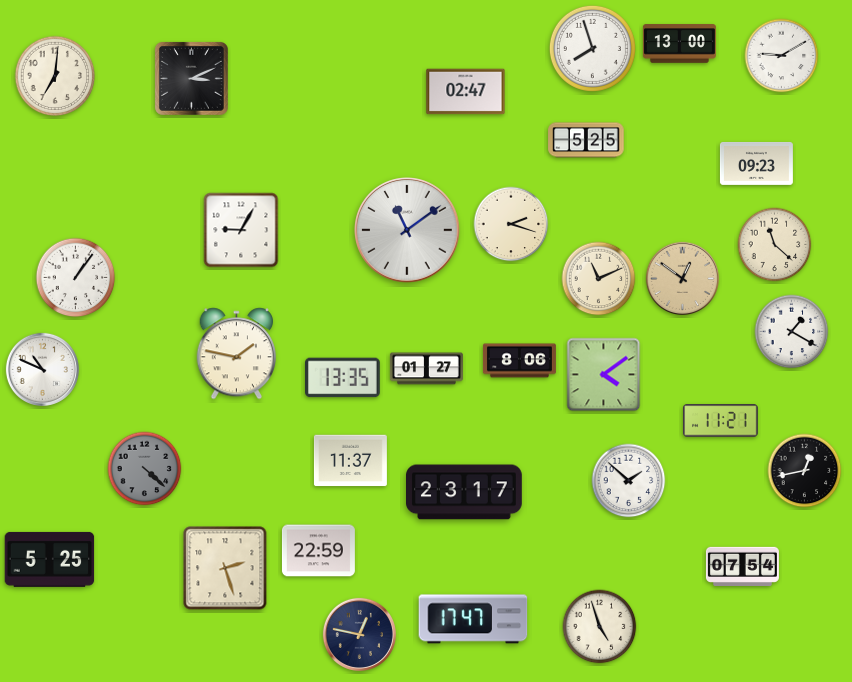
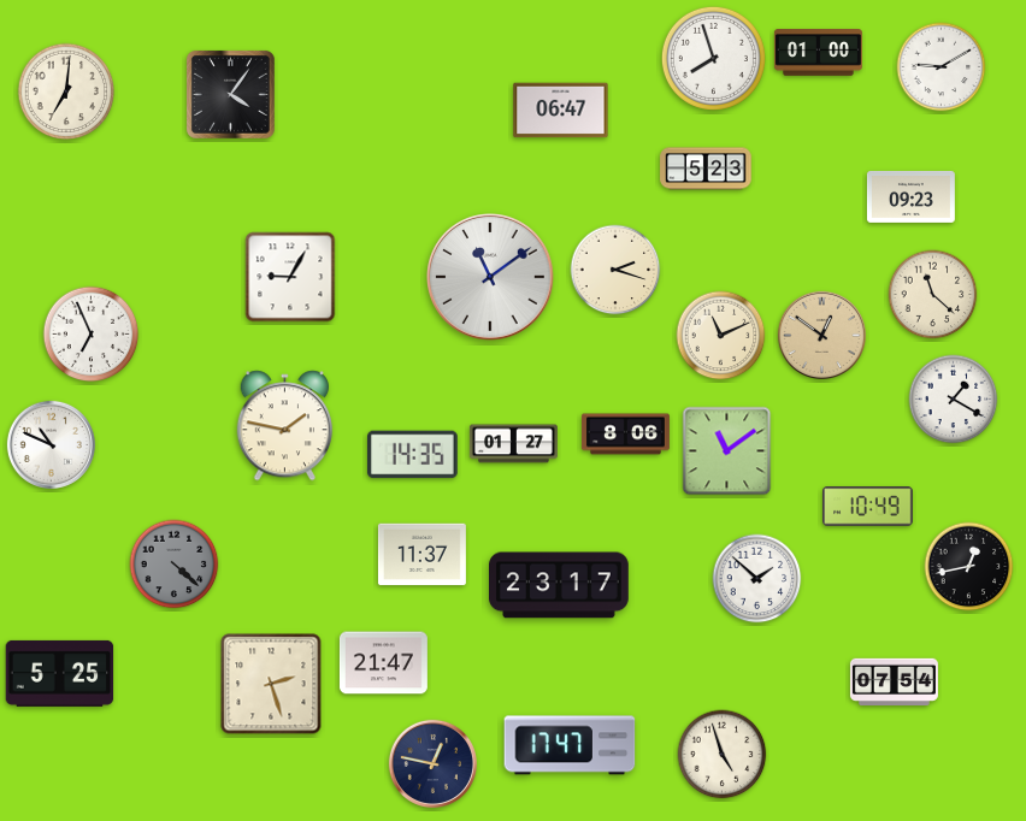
clock at (679, 44): 13:00 -> 01:00
clock at (191, 78): 3:11 -> 4:06
clock at (466, 92): 02:47 -> 06:47
clock at (586, 140): 5:25 -> 5:23
clock at (76, 278): 1:06 -> 6:56
clock at (604, 375): 4:09 -> 11:09
clock at (343, 378): 13:35 -> 14:35
clock at (721, 421): 11:21 -> 10:49
clock at (465, 492) position: (465, 492) -> (560, 585)
clock at (318, 551): 22:59 -> 21:47
